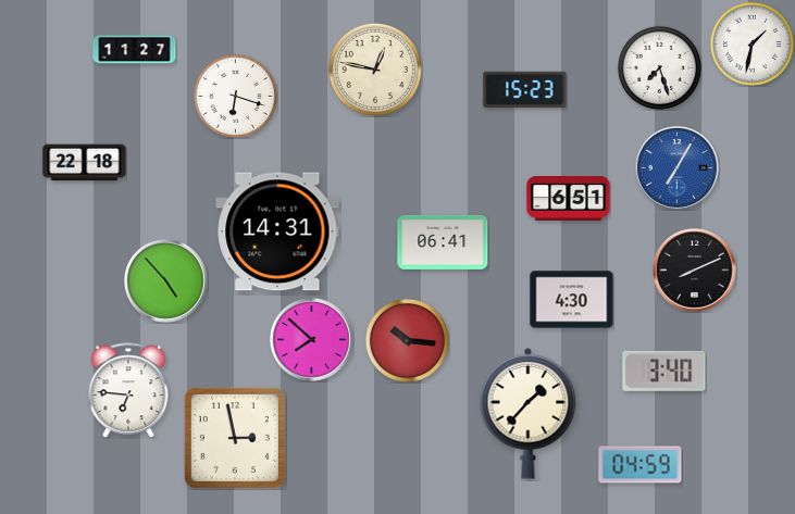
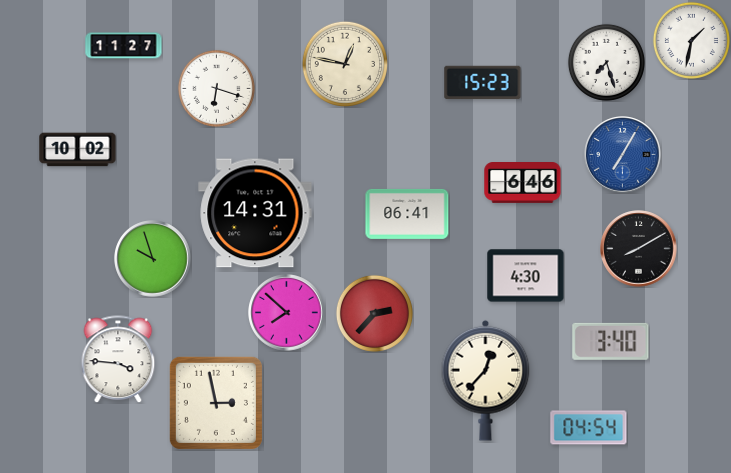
clock at (85, 163): 22:18 -> 10:02
clock at (569, 199): 6:51 -> 6:46
clock at (443, 242) position: (443, 242) -> (407, 214)
clock at (695, 271): 8:11 -> 8:10
clock at (166, 281): 4:53 -> 9:57
clock at (407, 340): 10:16 -> 2:37
clock at (128, 390): 6:46 -> 3:46
clock at (529, 413): 1:37 -> 12:37
clock at (641, 465): 04:59 -> 04:54
